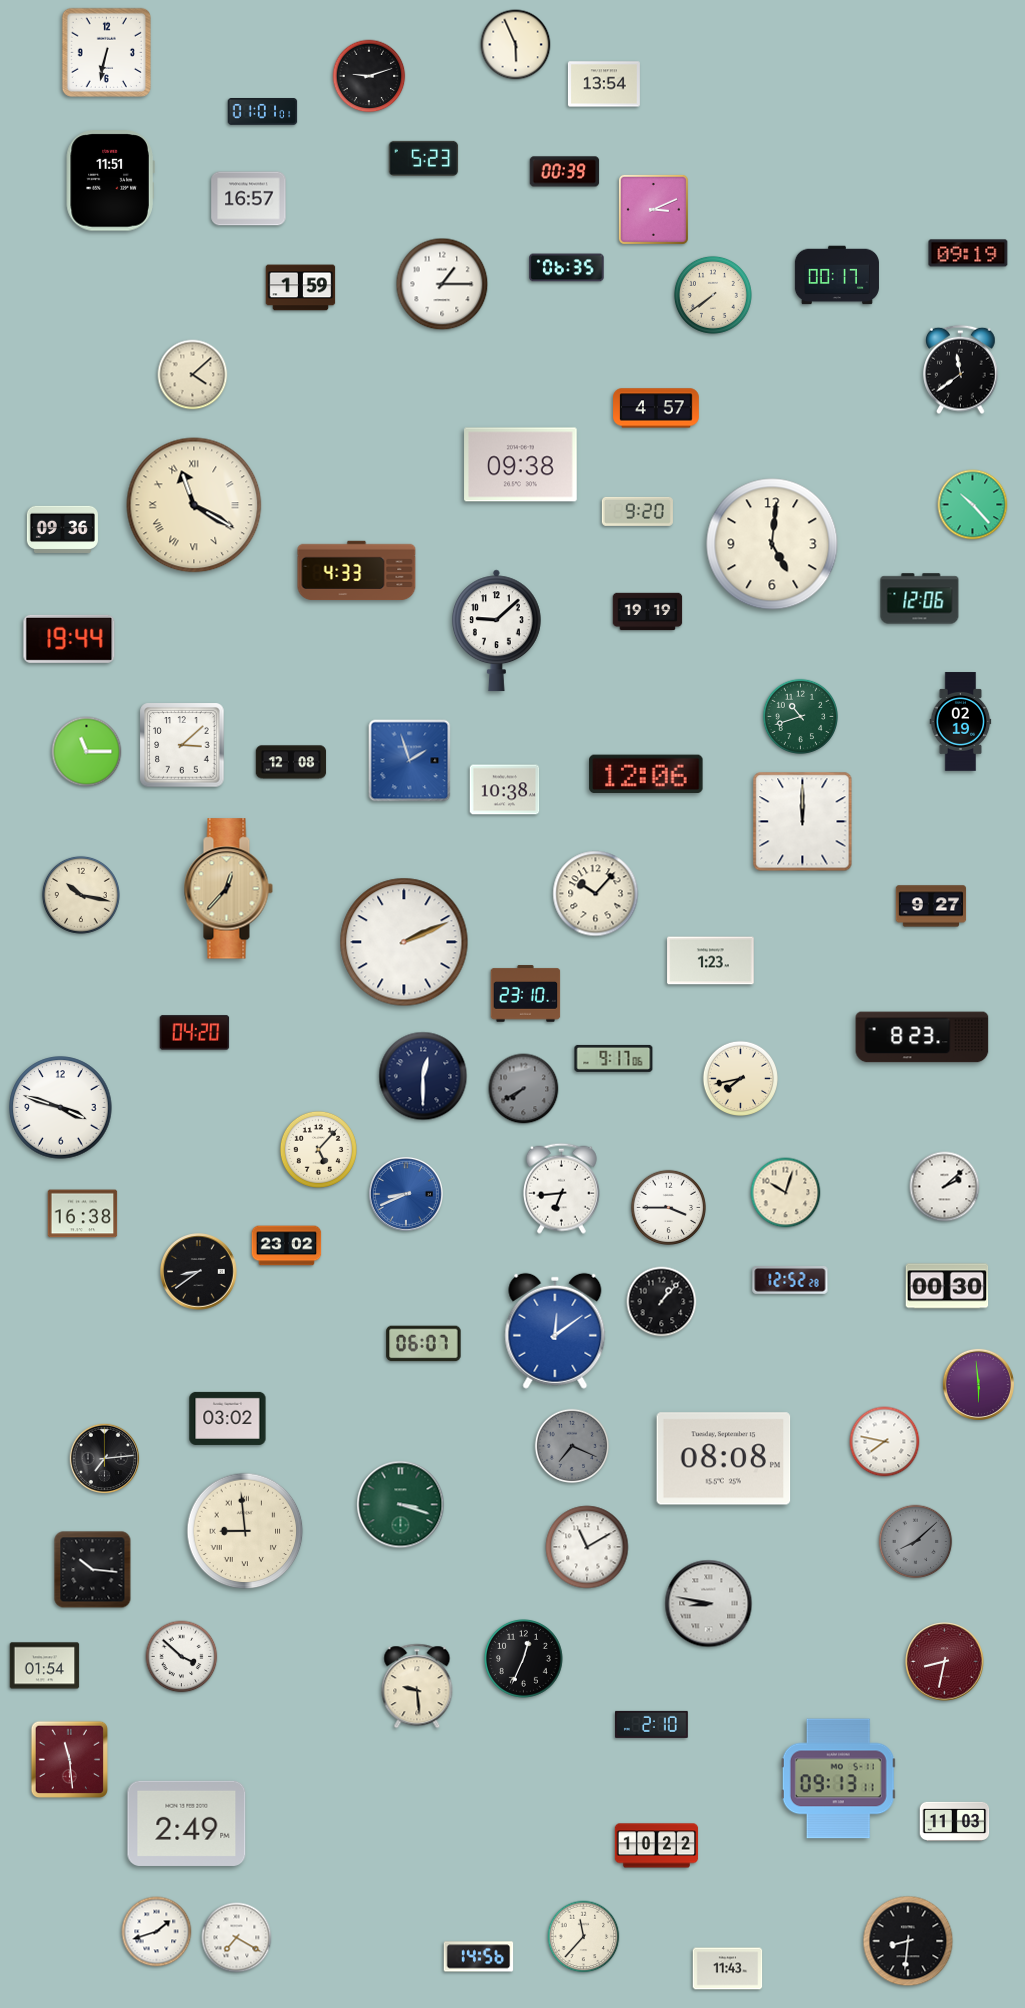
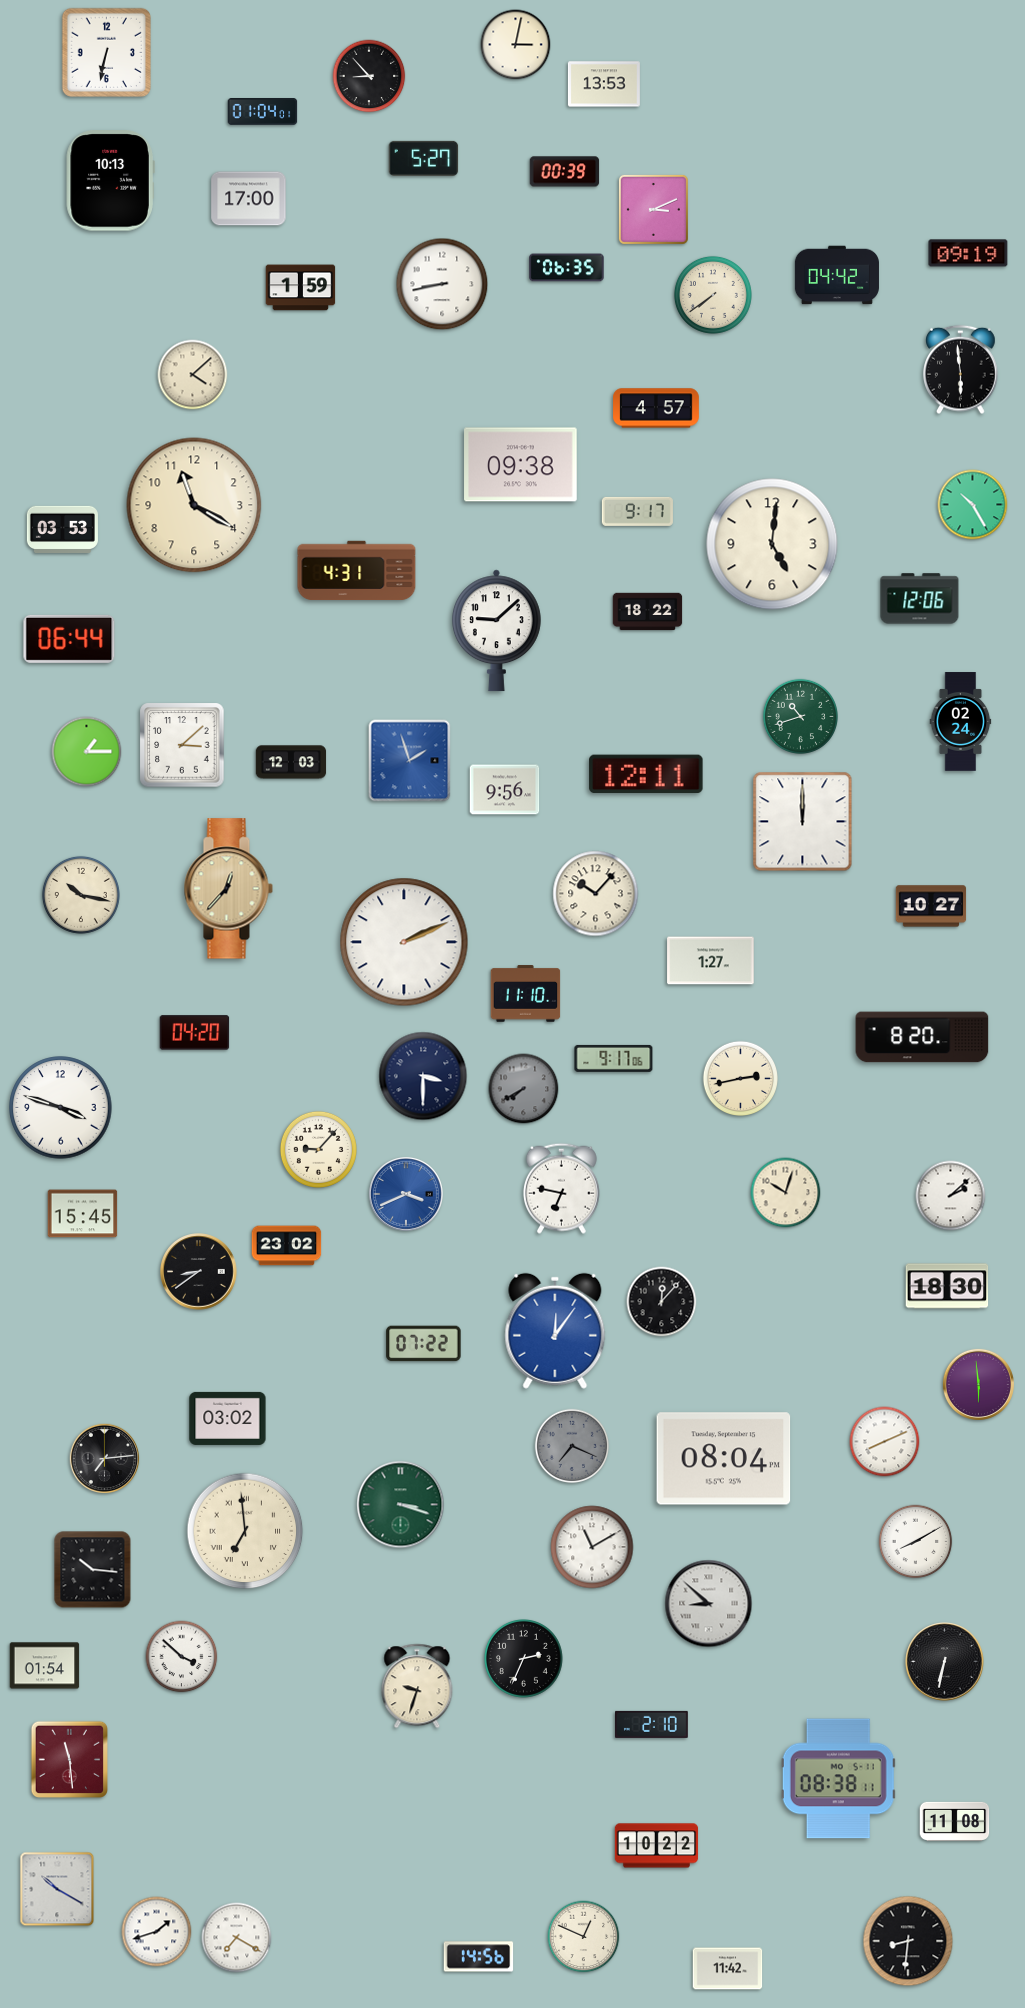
clock at (516, 45): 5:56 -> 3:02
clock at (369, 76): 9:12 -> 8:53
clock at (604, 84): 13:54 -> 13:53
clock at (263, 112): 01:01 -> 01:04
clock at (424, 158): 5:23 -> 5:27
clock at (110, 181): 11:51 -> 10:13
clock at (249, 199): 16:57 -> 17:00
clock at (837, 275): 00:17 -> 04:42
clock at (442, 284): 1:15 -> 8:43
clock at (961, 370): 11:39 -> 5:59
clock at (194, 505) numerals: Roman -> Arabic
clock at (973, 505): 10:23 -> 10:25
clock at (637, 511): 9:20 -> 9:17
clock at (62, 529): 09:36 -> 03:53
clock at (357, 571): 4:33 -> 4:31
clock at (648, 612): 19:19 -> 18:22
clock at (69, 639): 19:44 -> 06:44
clock at (961, 722): 02:19 -> 02:24
clock at (87, 752): 11:15 -> 1:15
clock at (291, 762): 12:08 -> 12:03
clock at (646, 774): 12:06 -> 12:11
clock at (505, 790): 10:38 -> 9:56
clock at (931, 906): 9:27 -> 10:27
clock at (711, 961): 1:23 -> 1:27
clock at (526, 994): 23:10 -> 11:10
clock at (922, 1037): 8:23 -> 8:20
clock at (423, 1076): 12:30 -> 3:30
clock at (740, 1078): 7:43 -> 2:43
clock at (318, 1149): 5:07 -> 9:07
clock at (945, 1187) position: (945, 1187) -> (951, 1196)
clock at (561, 1188): 6:44 -> 6:47
clock at (406, 1194): 8:41 -> 3:41
clock at (668, 1207): 3:45 -> none
clock at (83, 1214): 16:38 -> 15:45
clock at (790, 1280): 12:52 -> none
clock at (947, 1286): 00:30 -> 18:30
clock at (662, 1302): 1:07 -> 12:07
clock at (555, 1331): 12:09 -> 12:06
clock at (424, 1344): 06:07 -> 07:22
clock at (885, 1442): 7:47 -> 8:11
clock at (724, 1459): 08:08 -> 08:04
clock at (245, 1531): 8:59 -> 6:59
clock at (916, 1542): 8:08 -> 8:10
clock at (916, 1542) dial: grey -> white
clock at (587, 1547) position: (587, 1547) -> (592, 1547)
clock at (709, 1604): 8:47 -> 8:52
clock at (524, 1659): 12:34 -> 2:34
clock at (945, 1662): 8:32 -> 6:32
clock at (945, 1662) dial: burgundy -> black
clock at (417, 1686): 9:29 -> 9:33
clock at (838, 1779): 09:13 -> 08:38
clock at (955, 1821): 11:03 -> 11:08
clock at (187, 1823): 2:49 -> none
clock at (57, 1889): none -> 10:20
clock at (584, 1937): 11:37 -> 12:49
clock at (728, 1969): 11:43 -> 11:42
